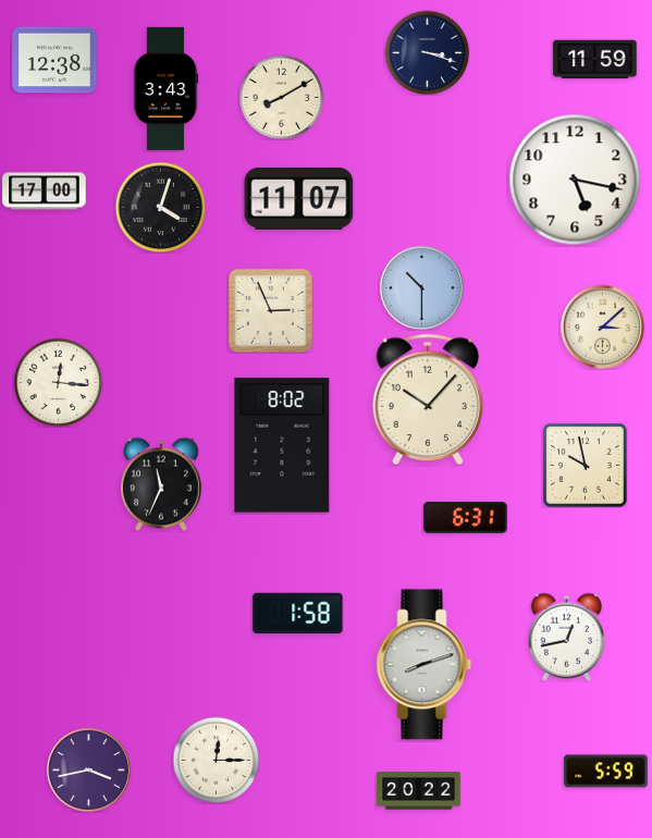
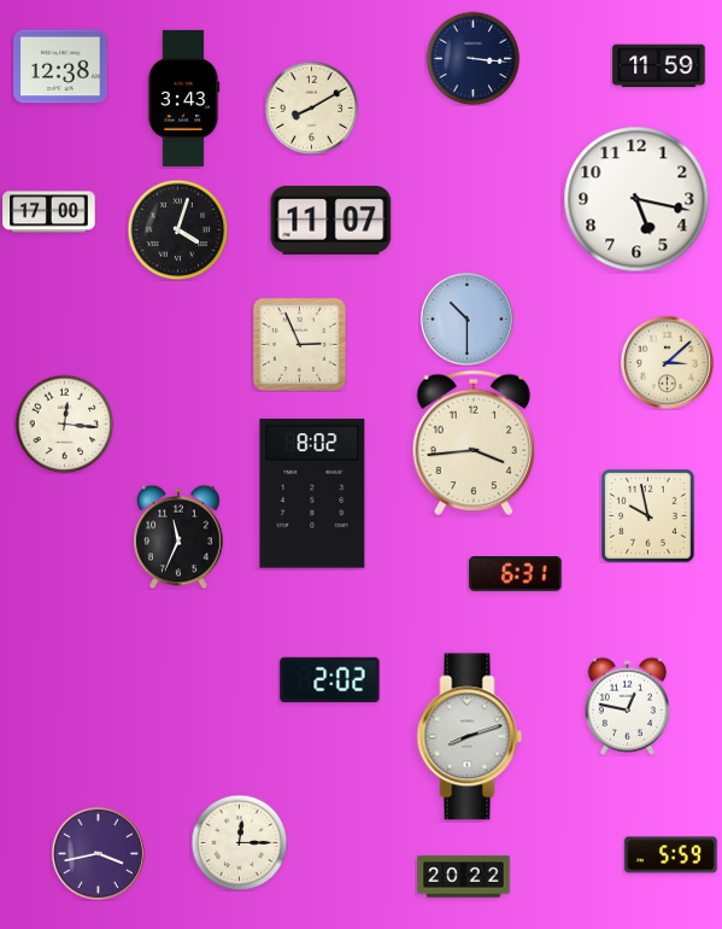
clock at (427, 52): 3:18 -> 3:16
clock at (428, 399): 10:07 -> 3:44
clock at (298, 614): 1:58 -> 2:02
clock at (567, 637): 12:43 -> 12:47
